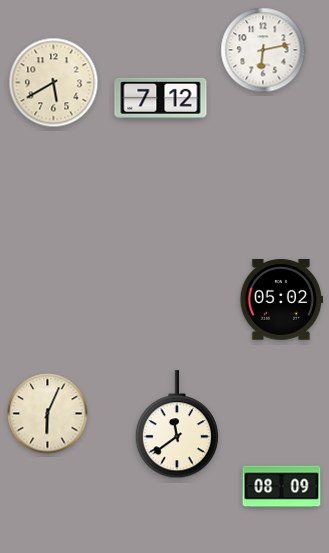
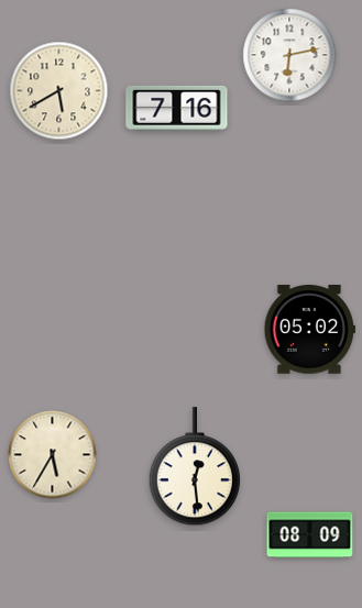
clock at (161, 98): 7:12 -> 7:16
clock at (48, 414): 6:04 -> 5:35
clock at (177, 425): 11:39 -> 12:29
